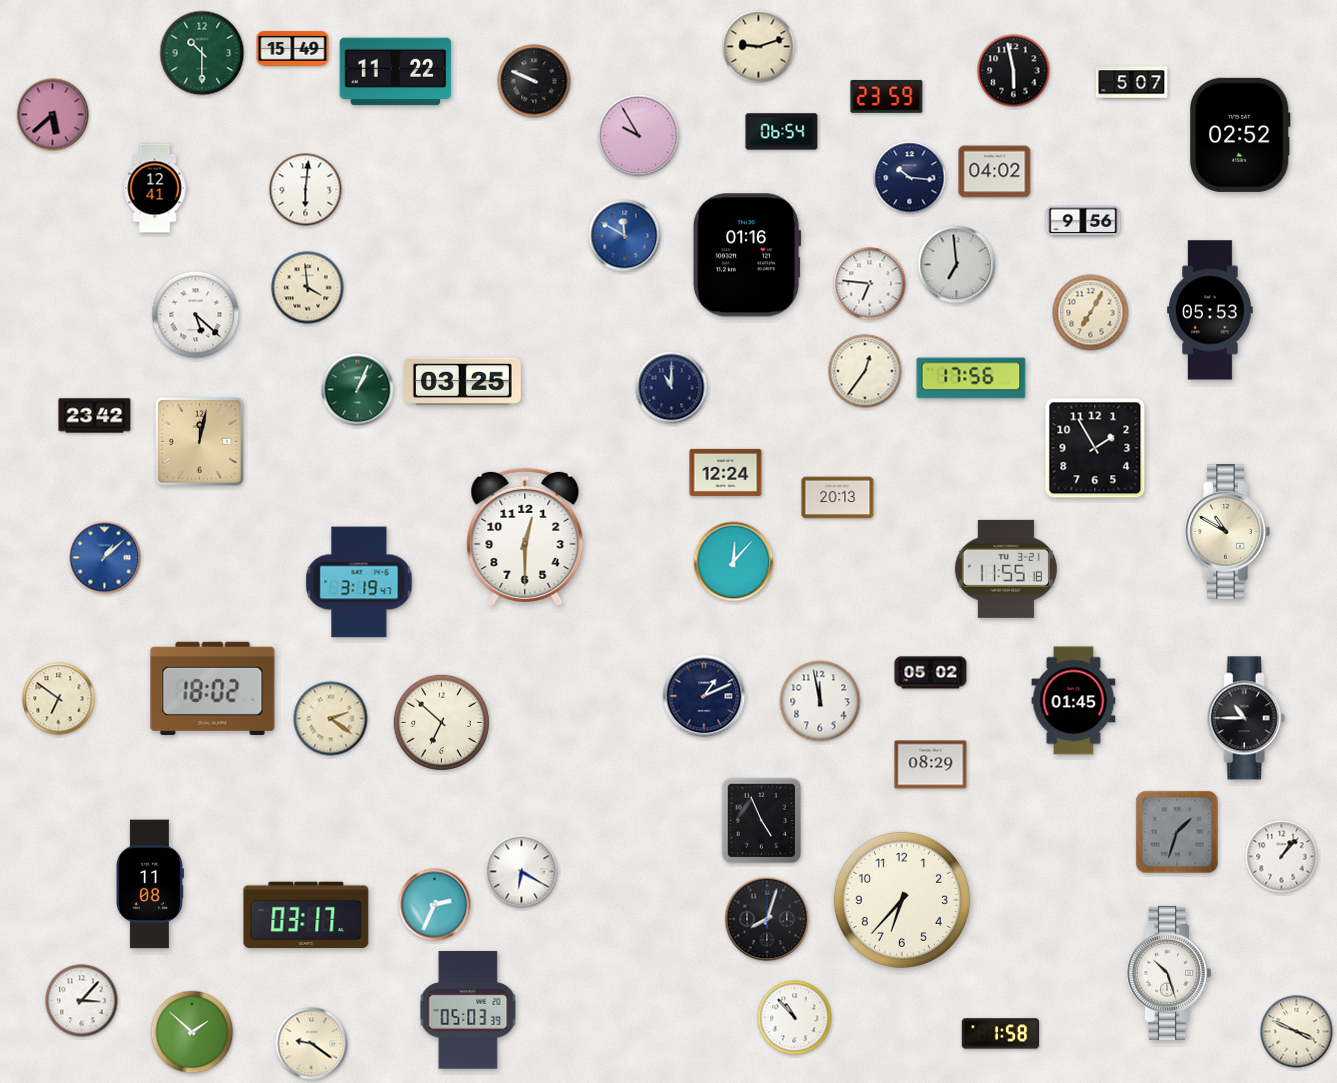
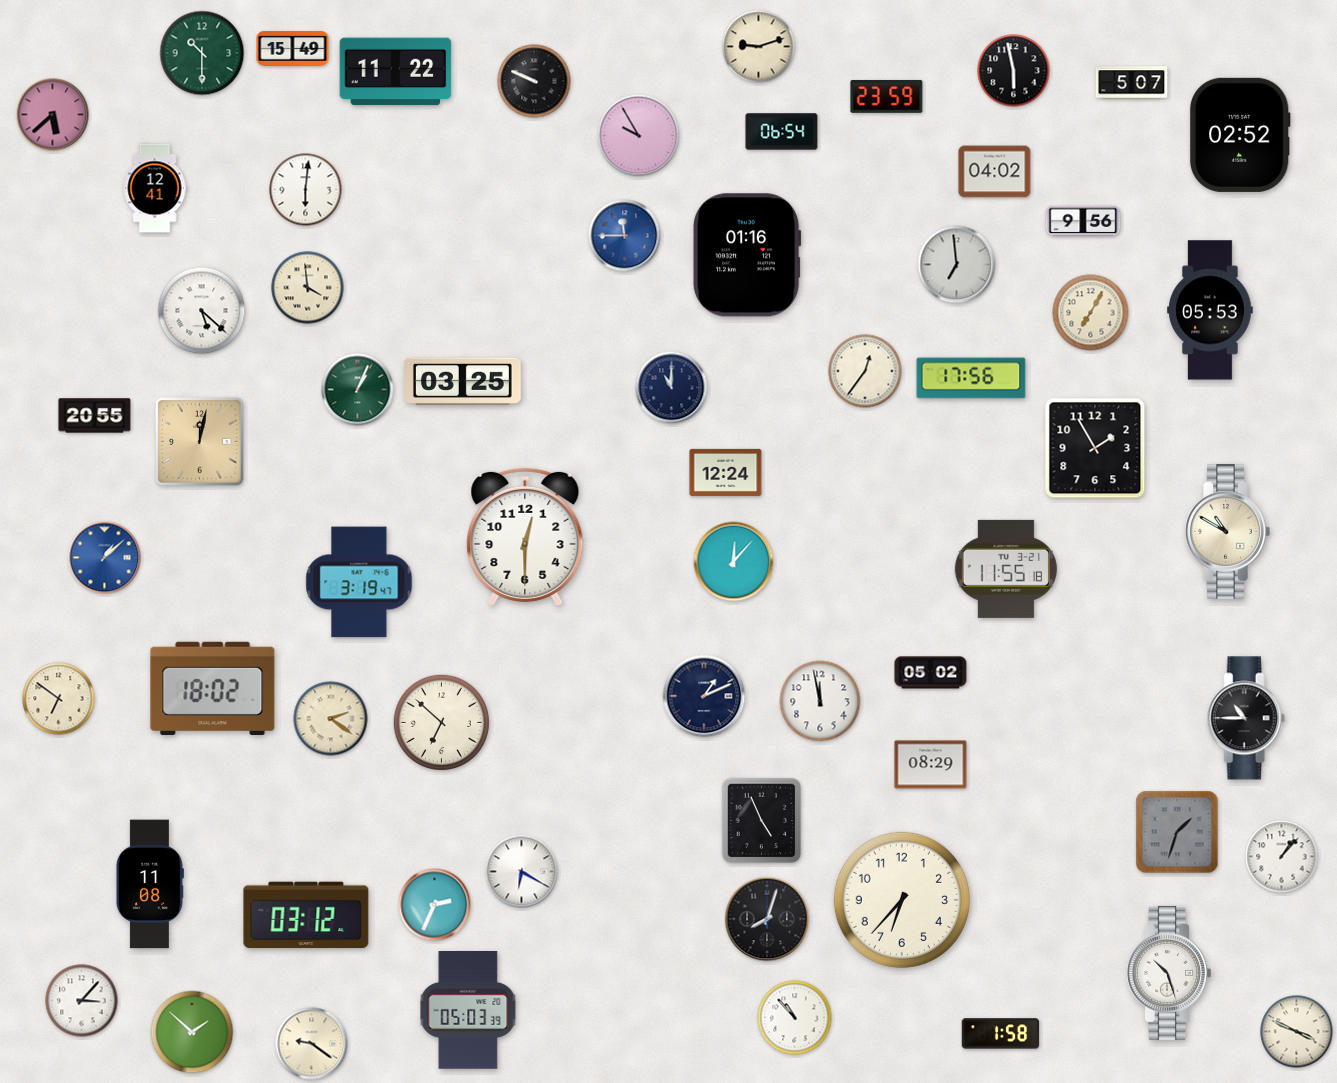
clock at (910, 178): 10:16 -> none
clock at (625, 236): 11:50 -> 11:45
clock at (870, 284): 6:46 -> none
clock at (196, 315) position: (196, 315) -> (202, 311)
clock at (95, 416): 23:42 -> 20:55
clock at (838, 498): 20:13 -> none
clock at (1074, 701): 01:45 -> none
clock at (306, 915): 03:17 -> 03:12
